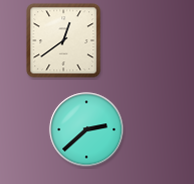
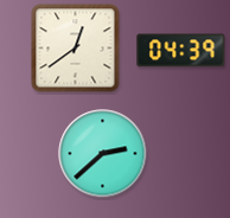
clock at (181, 51): none -> 04:39
